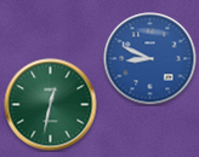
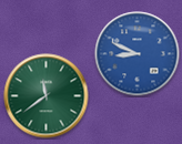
clock at (51, 105): 12:32 -> 11:39
